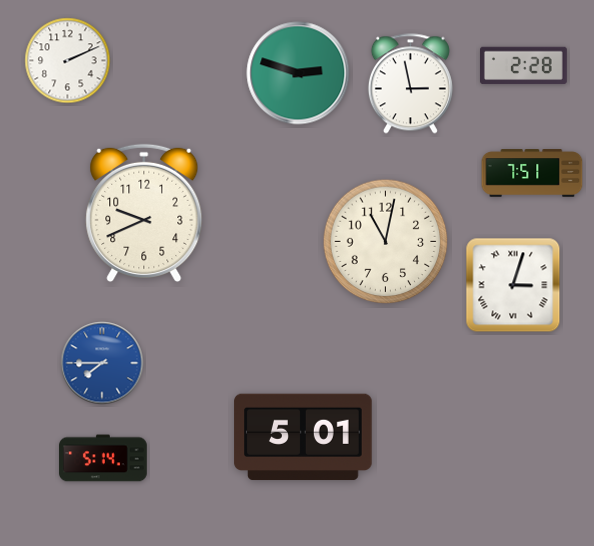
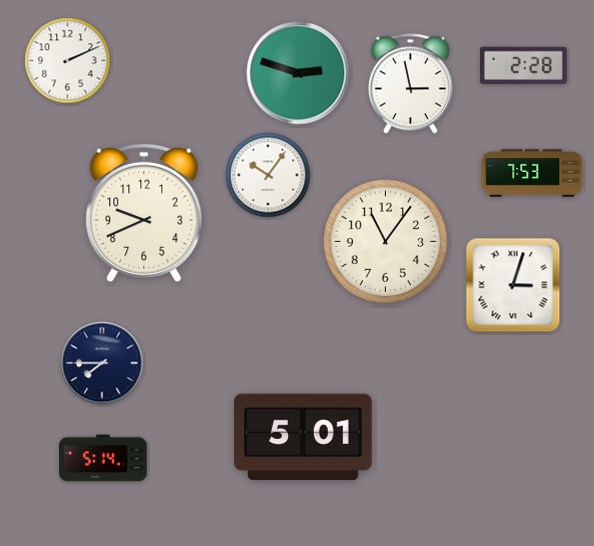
clock at (532, 173): 7:51 -> 7:53
clock at (268, 175): none -> 10:06
clock at (386, 242): 11:02 -> 11:06
clock at (102, 363) dial: blue -> navy
